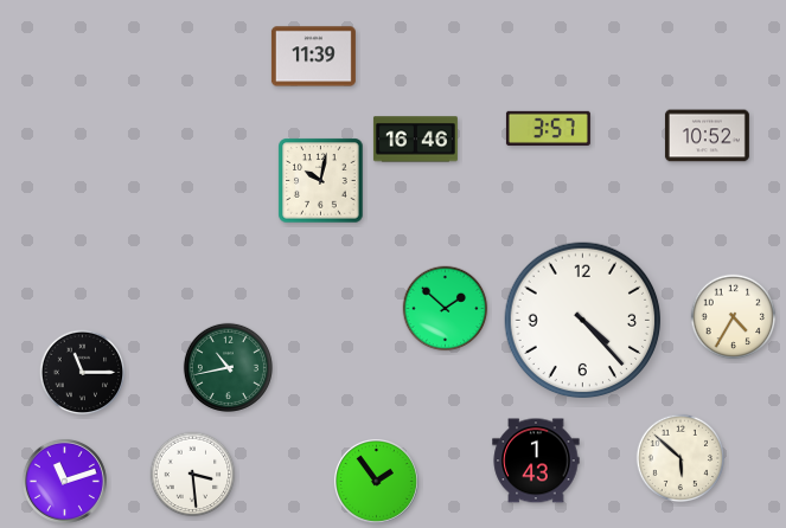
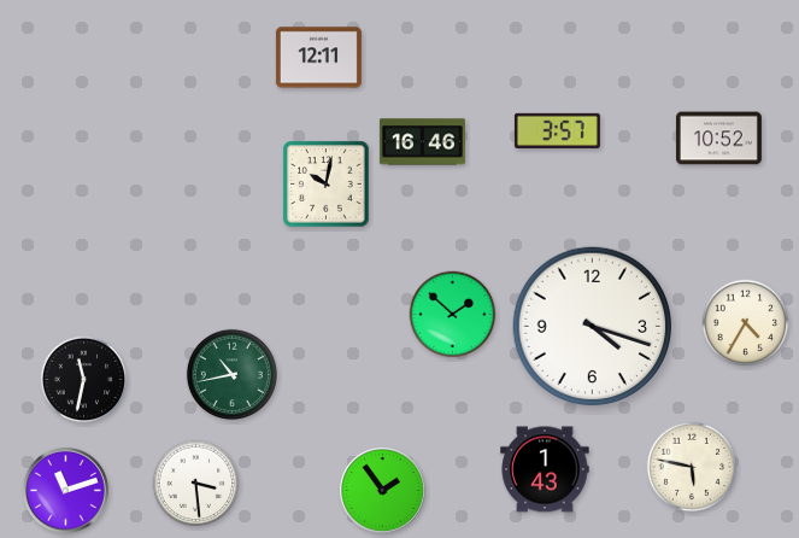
clock at (313, 57): 11:39 -> 12:11
clock at (583, 321): 4:23 -> 4:18
clock at (83, 373): 11:15 -> 11:32
clock at (679, 457): 5:52 -> 5:47
